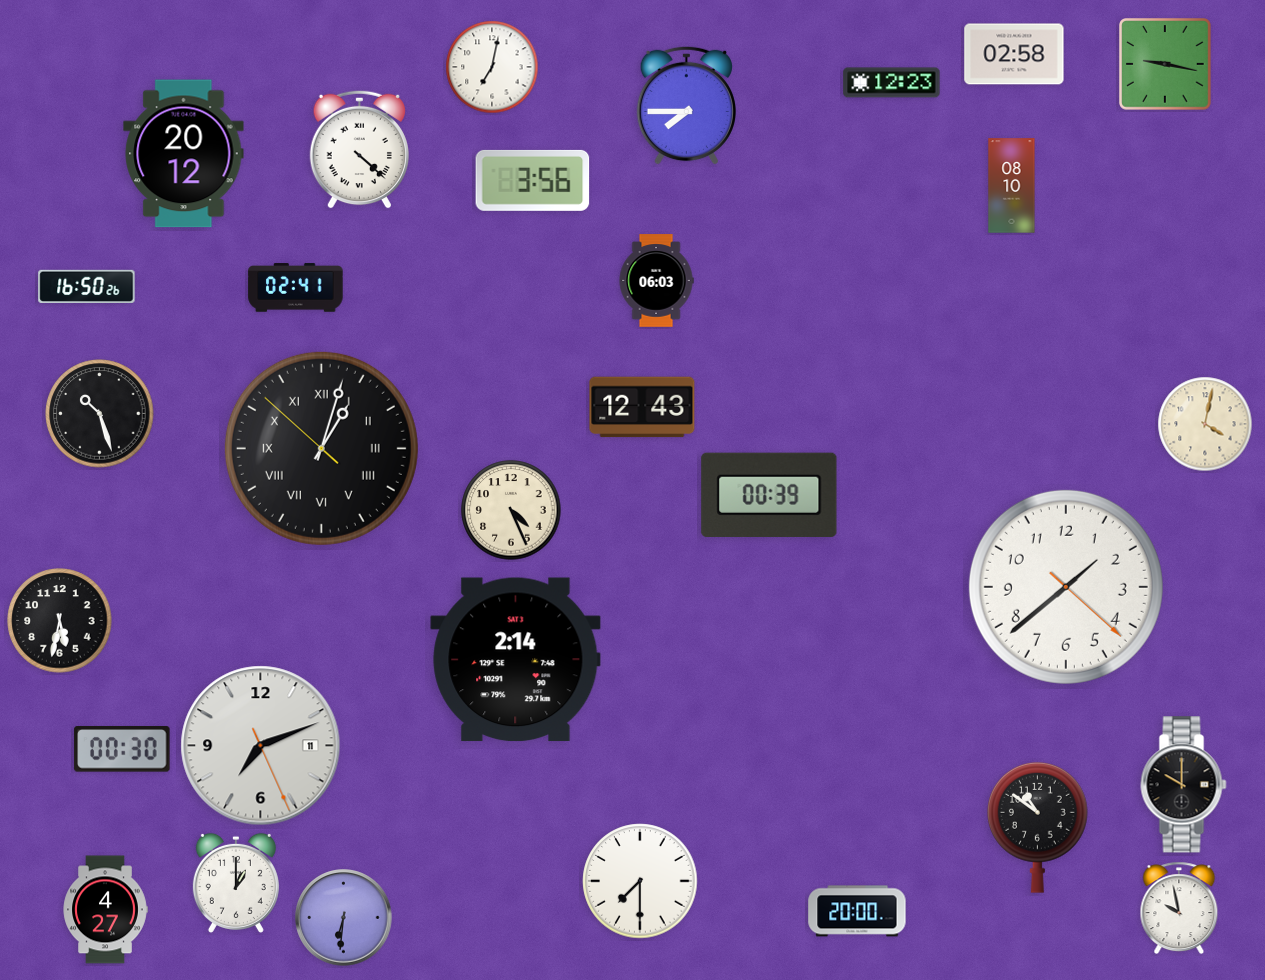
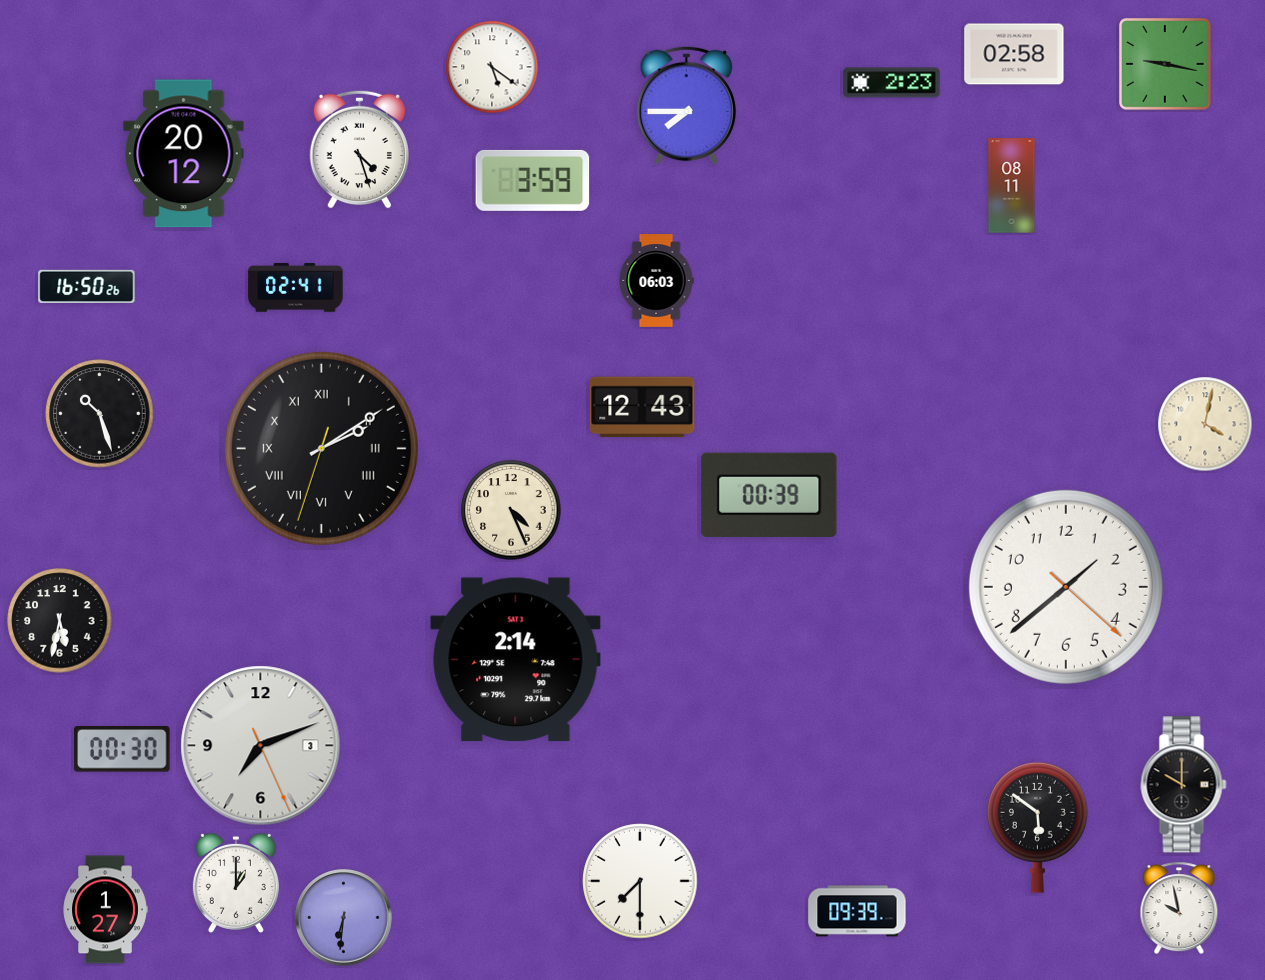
clock at (492, 67): 7:02 -> 5:21
clock at (892, 83): 12:23 -> 2:23
clock at (359, 149): 4:22 -> 4:27
clock at (533, 180): 3:56 -> 3:59
clock at (1012, 186): 08:10 -> 08:11
clock at (321, 448): 1:02 -> 2:09
clock at (261, 746) date: 11 -> 3
clock at (1038, 827): 10:51 -> 5:51
clock at (105, 910): 4:27 -> 1:27
clock at (857, 911): 20:00 -> 09:39
